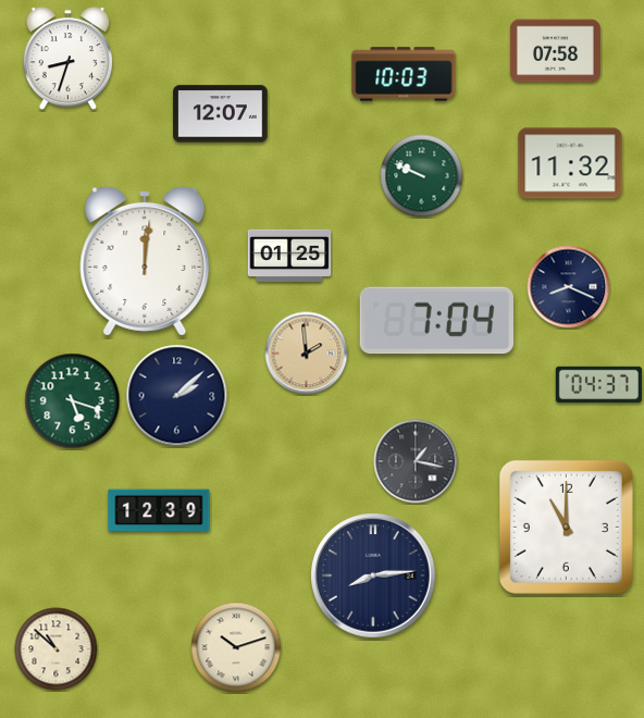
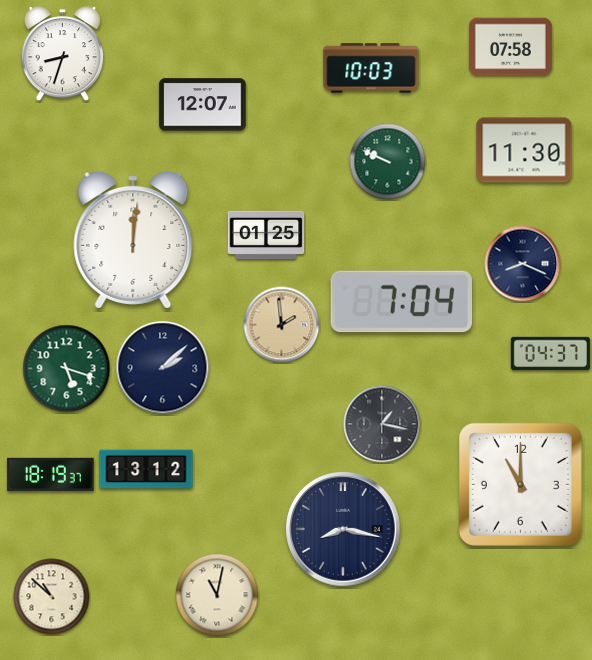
clock at (570, 163): 11:32 -> 11:30
clock at (436, 321) position: (436, 321) -> (401, 302)
clock at (177, 396) position: (177, 396) -> (163, 368)
clock at (159, 510): 12:39 -> 13:12
clock at (51, 474): none -> 18:19
clock at (373, 575): 8:14 -> 8:17
clock at (236, 647): 10:12 -> 11:02
